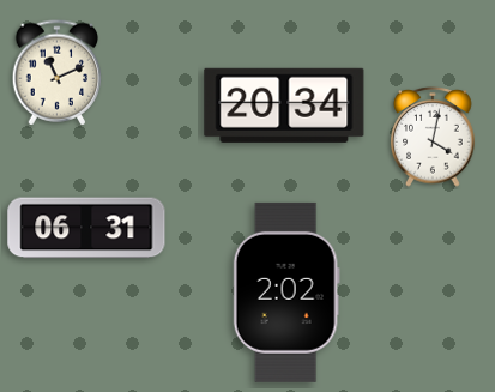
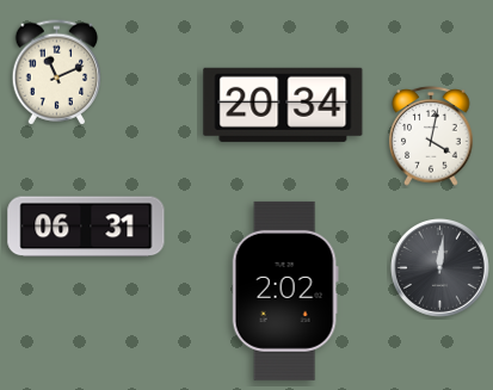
clock at (439, 267): none -> 12:01
